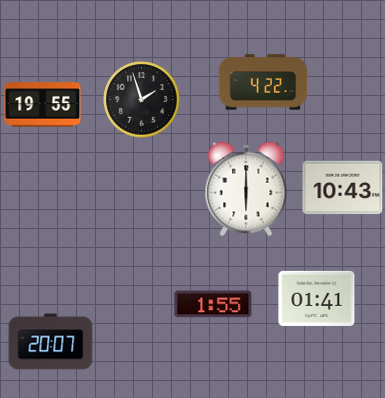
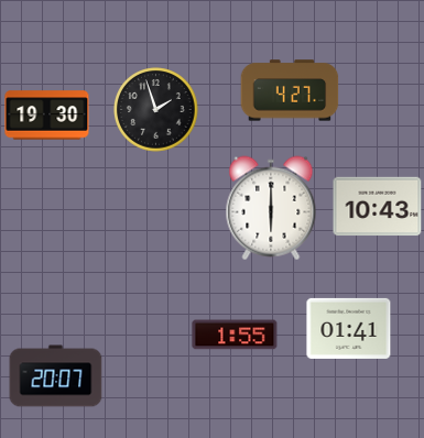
clock at (263, 82): 4:22 -> 4:27
clock at (43, 105): 19:55 -> 19:30
